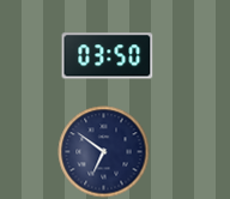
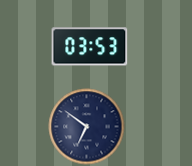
clock at (108, 56): 03:50 -> 03:53
